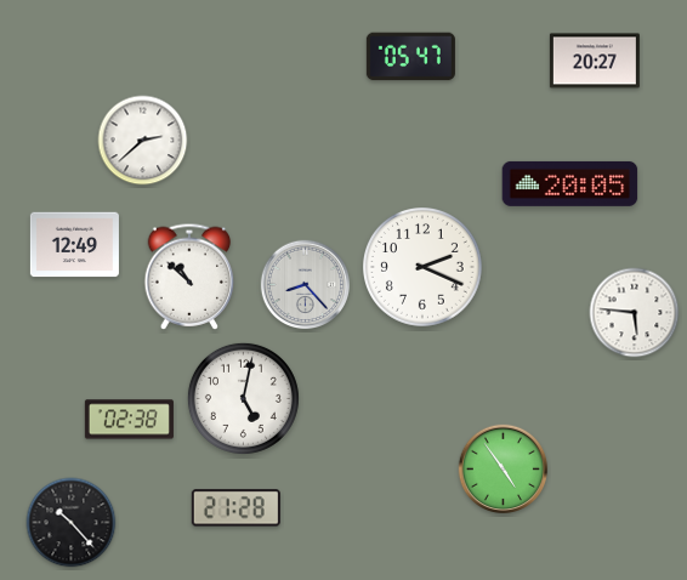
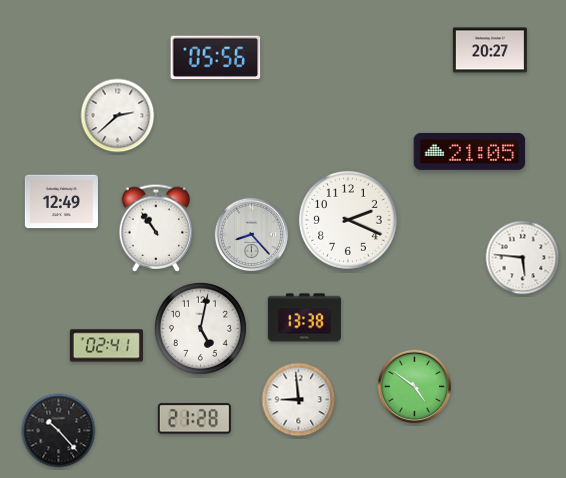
clock at (410, 57): 05:47 -> none
clock at (216, 57): none -> 05:56
clock at (570, 183): 20:05 -> 21:05
clock at (189, 277): 10:52 -> 10:54
clock at (304, 318): none -> 13:38
clock at (129, 420): 02:38 -> 02:41
clock at (504, 470): 4:54 -> 4:51
clock at (299, 400): none -> 8:59
